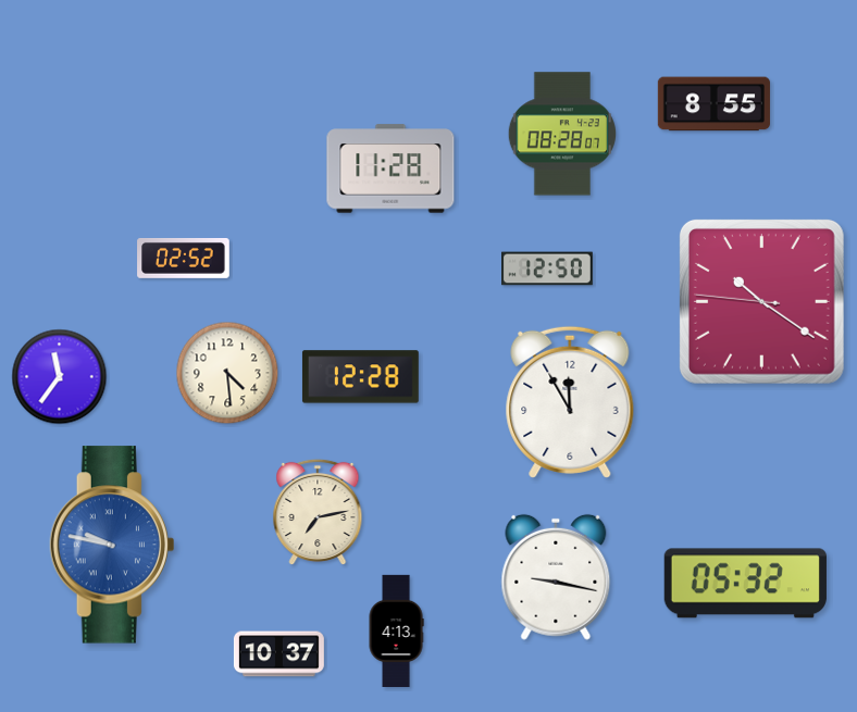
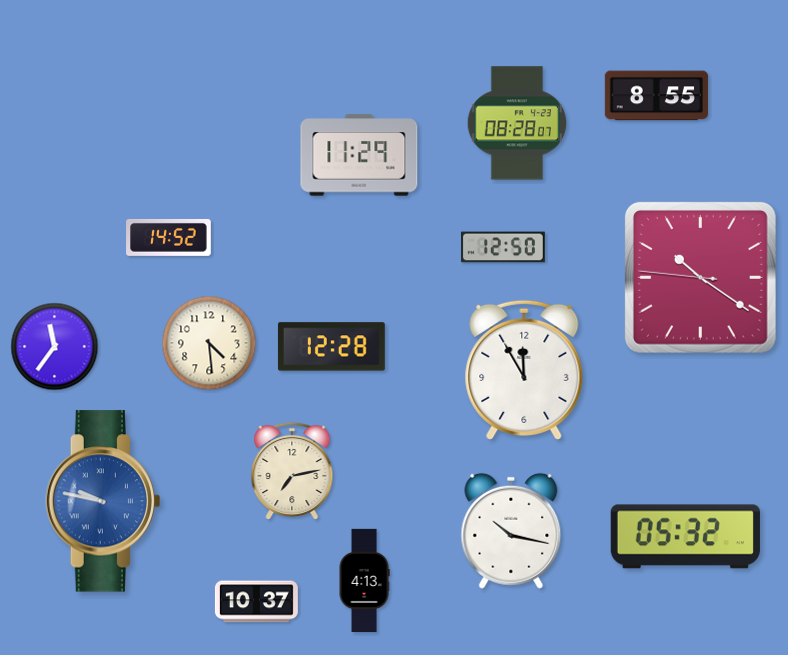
clock at (390, 168): 11:28 -> 11:29
clock at (184, 258): 02:52 -> 14:52
clock at (556, 577): 9:17 -> 10:17
